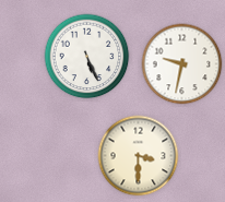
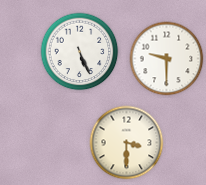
clock at (182, 64): 9:32 -> 9:30
